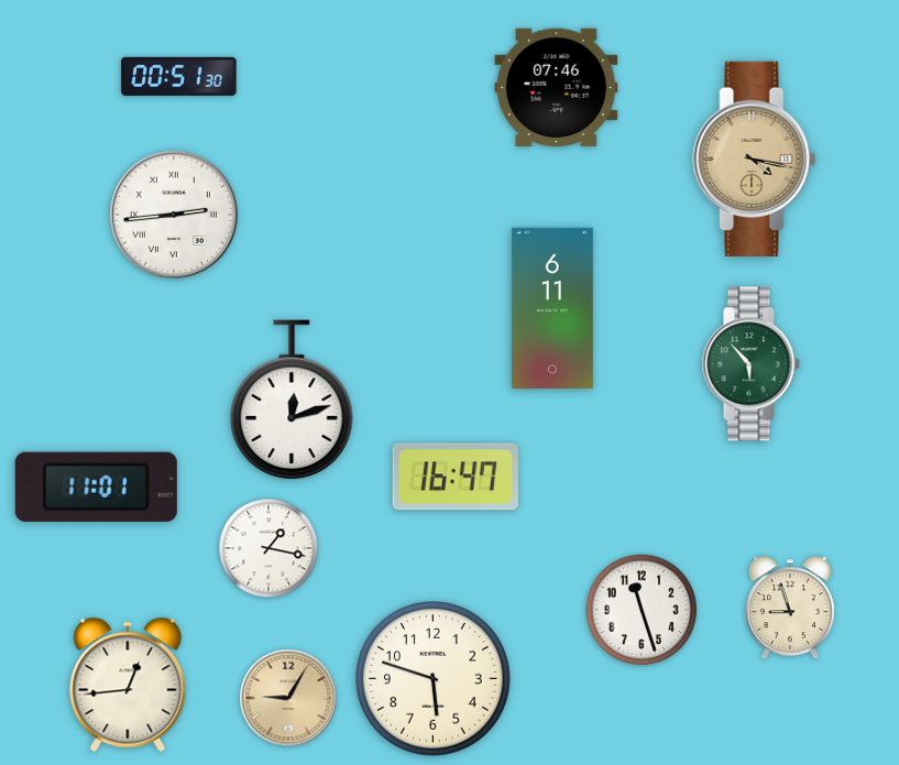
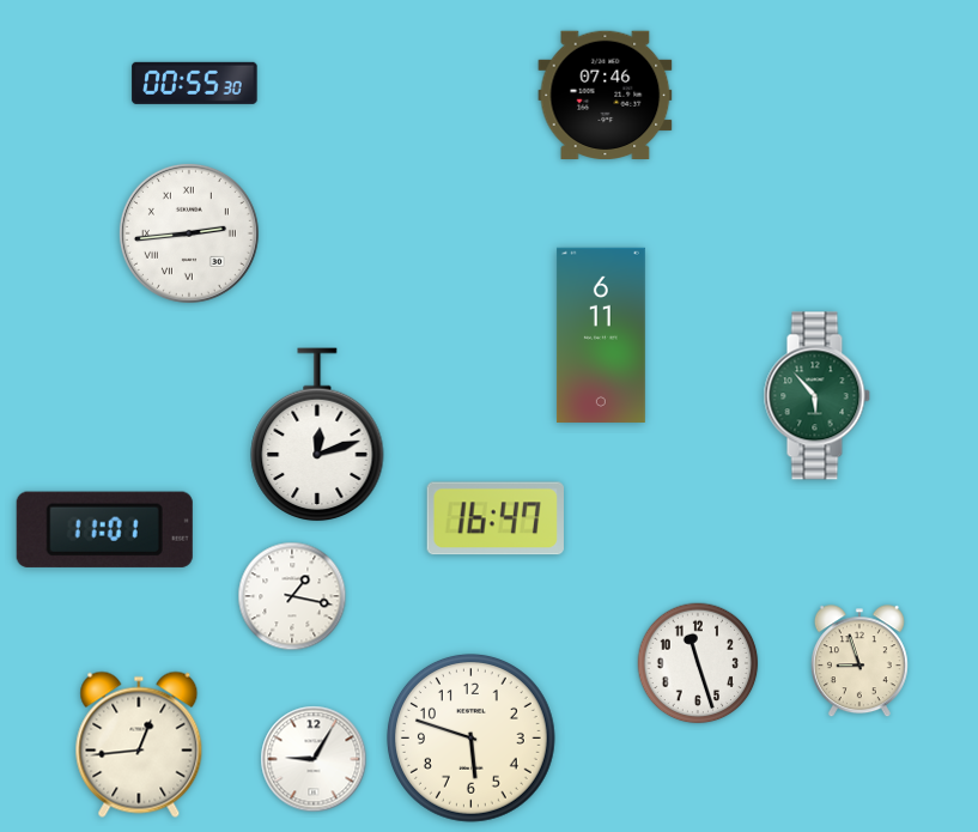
clock at (179, 76): 00:51 -> 00:55
clock at (755, 159): 4:17 -> none
clock at (288, 698) dial: champagne -> white
